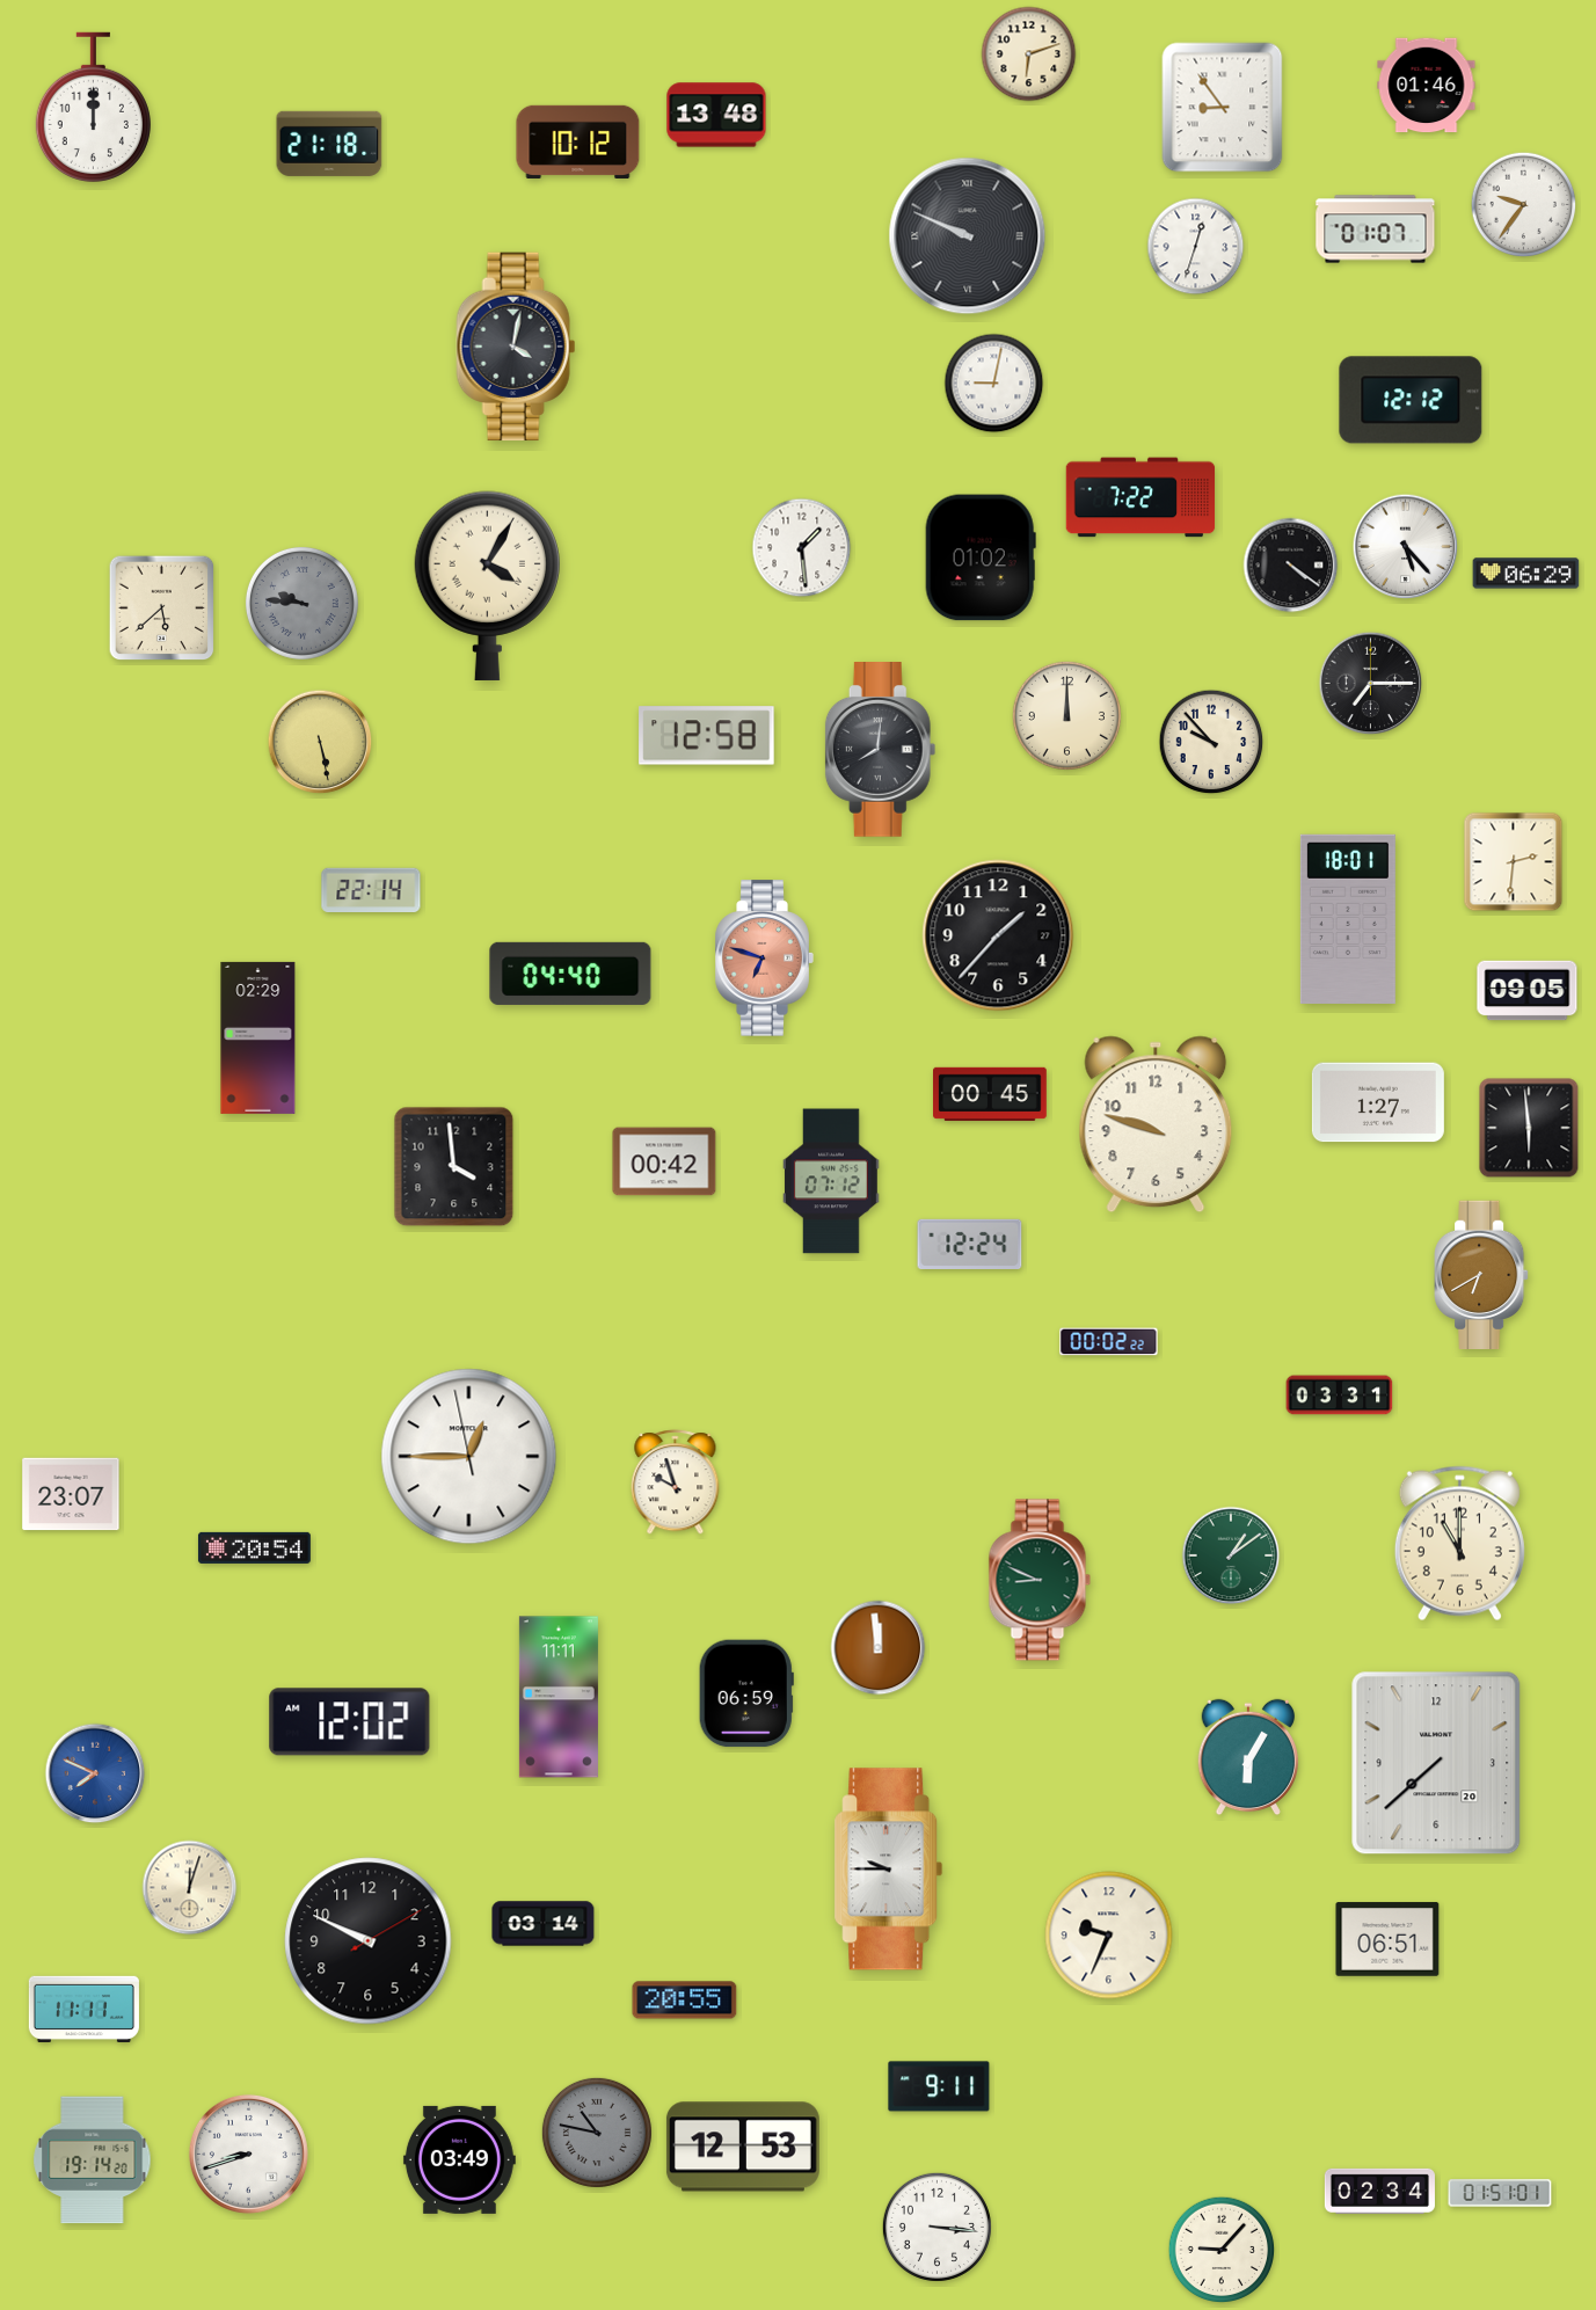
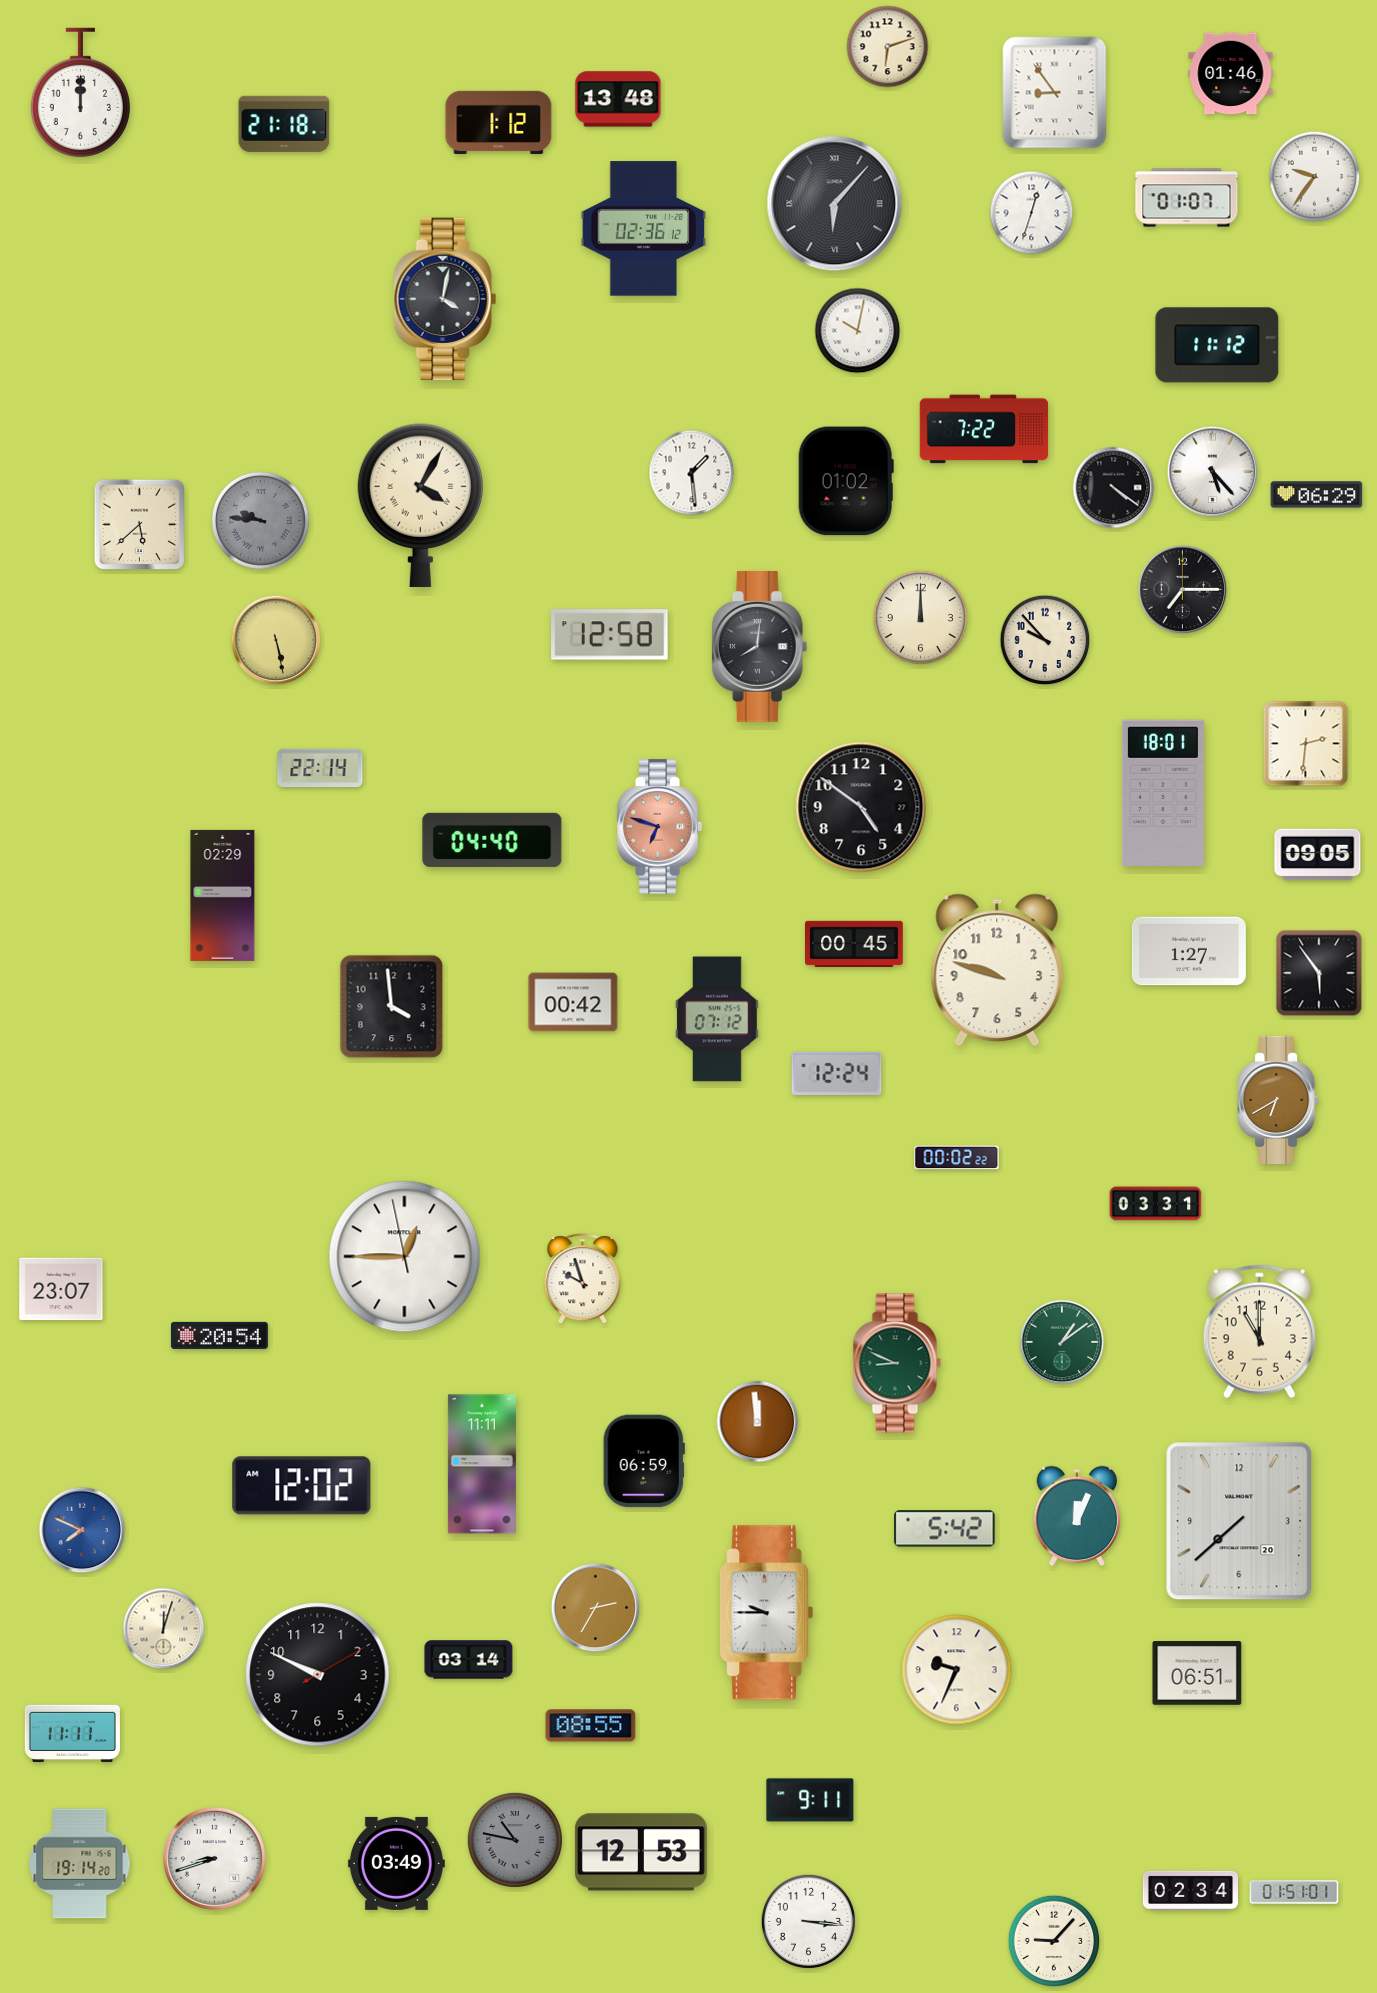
clock at (578, 141): 10:12 -> 1:12
clock at (968, 236): 9:49 -> 6:07
clock at (644, 229): none -> 02:36
clock at (994, 384): 9:02 -> 10:02
clock at (1411, 400): 12:12 -> 11:12
clock at (998, 935): 1:37 -> 4:51
clock at (1529, 1128): 5:59 -> 5:54
clock at (1247, 1757): 6:05 -> 12:04
clock at (945, 1529): none -> 5:42
clock at (596, 1608): none -> 2:35
clock at (685, 2001): 20:55 -> 08:55
